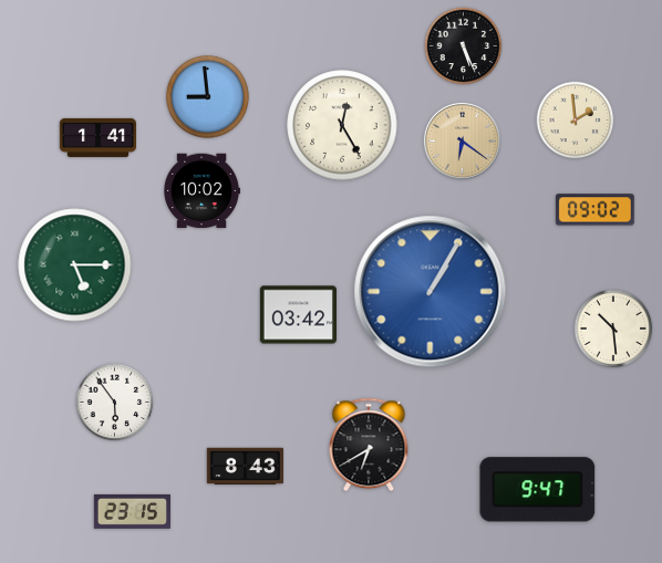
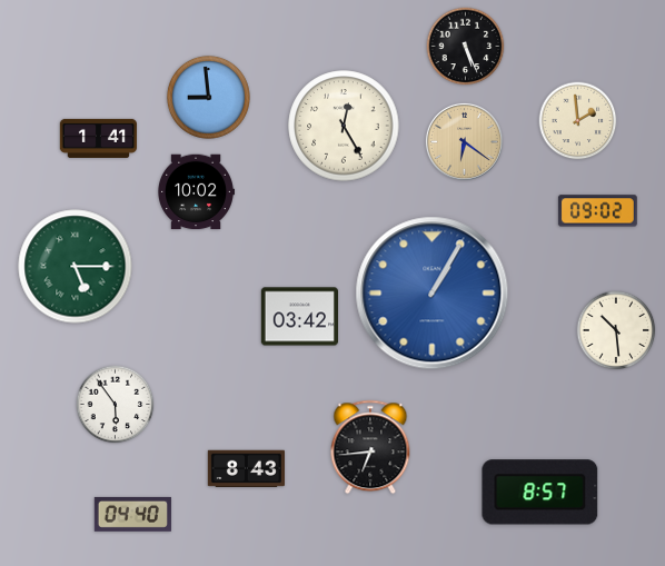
clock at (201, 191) position: (201, 191) -> (196, 192)
clock at (369, 445): 6:40 -> 6:44
clock at (538, 490): 9:47 -> 8:57
clock at (132, 511): 23:15 -> 04:40
